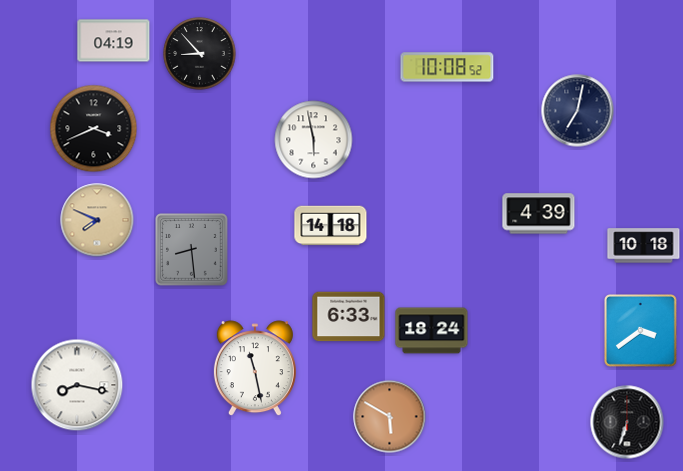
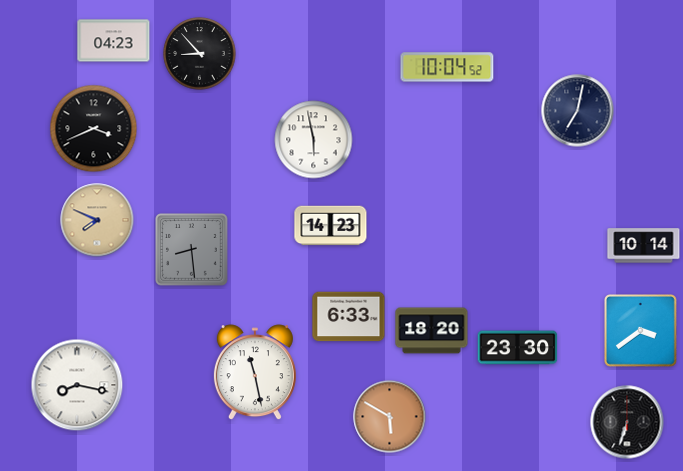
clock at (114, 41): 04:19 -> 04:23
clock at (447, 67): 10:08 -> 10:04
clock at (539, 214): 4:39 -> none
clock at (331, 226): 14:18 -> 14:23
clock at (644, 246): 10:18 -> 10:14
clock at (432, 331): 18:24 -> 18:20
clock at (518, 348): none -> 23:30
clock at (255, 369) position: (255, 369) -> (255, 373)
